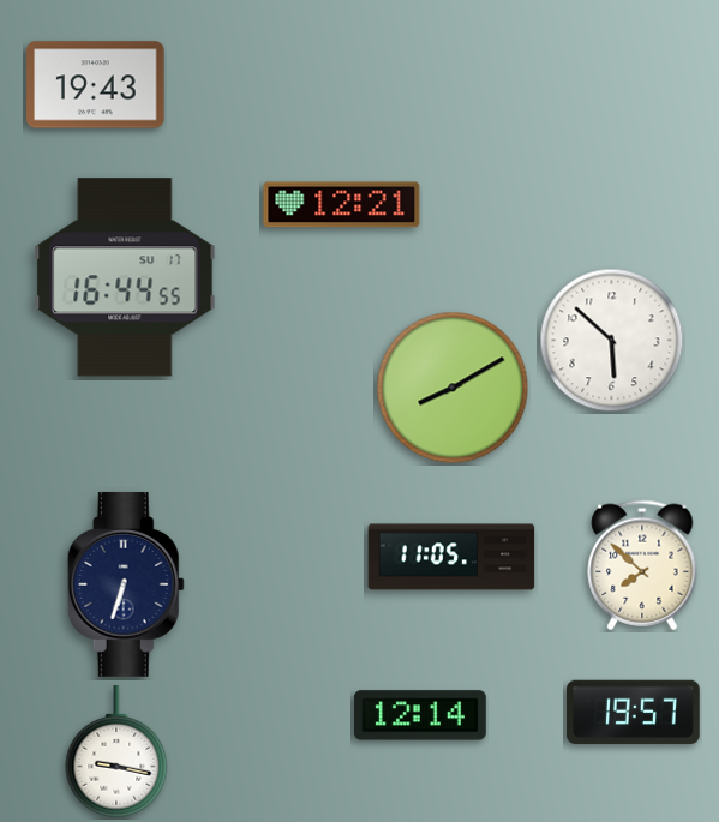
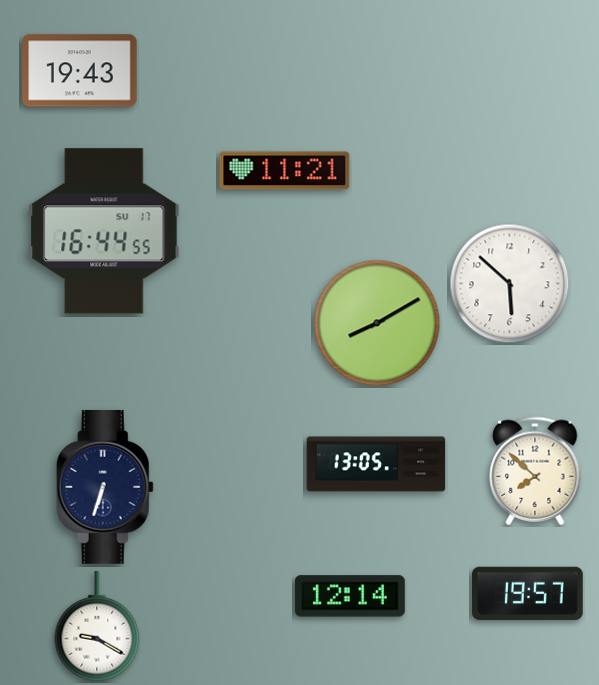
clock at (342, 205): 12:21 -> 11:21
clock at (451, 557): 11:05 -> 13:05
clock at (116, 751): 9:17 -> 9:20
